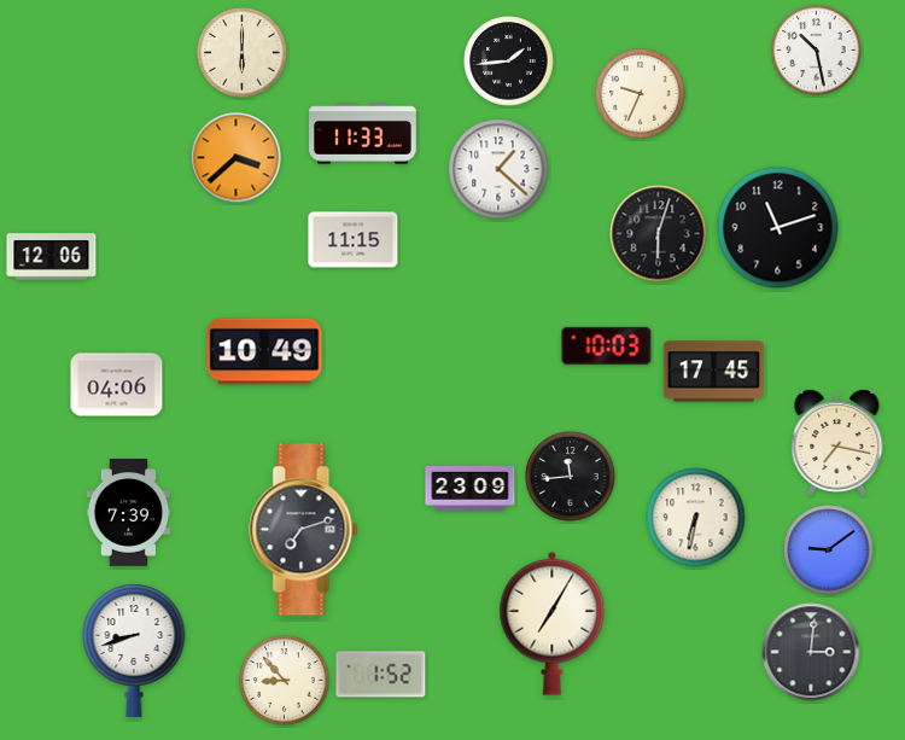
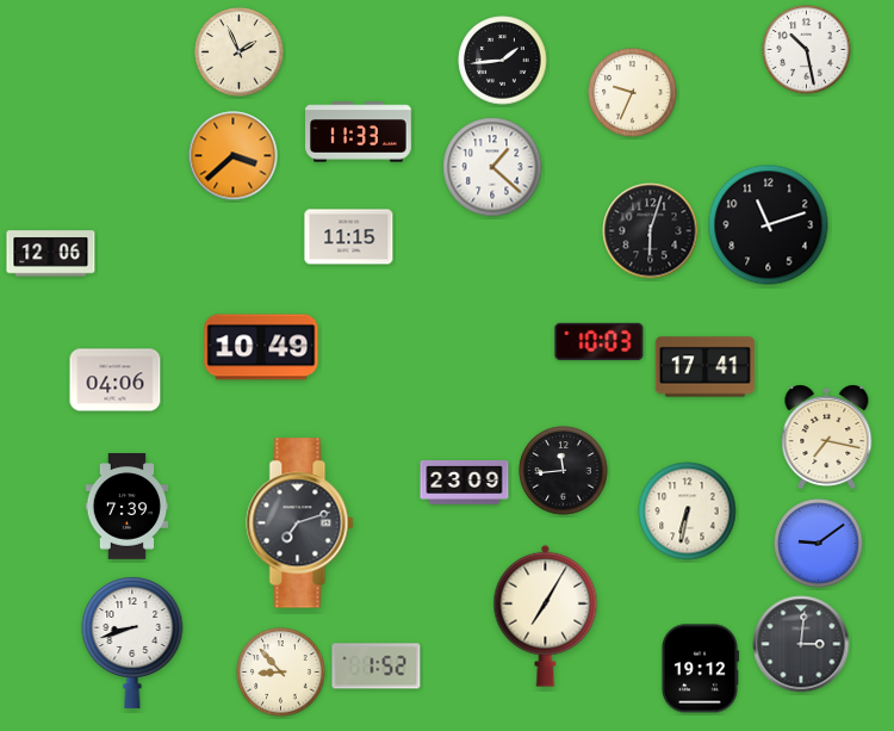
clock at (243, 53): 6:00 -> 1:56
clock at (714, 372): 17:45 -> 17:41
clock at (700, 669): none -> 19:12
